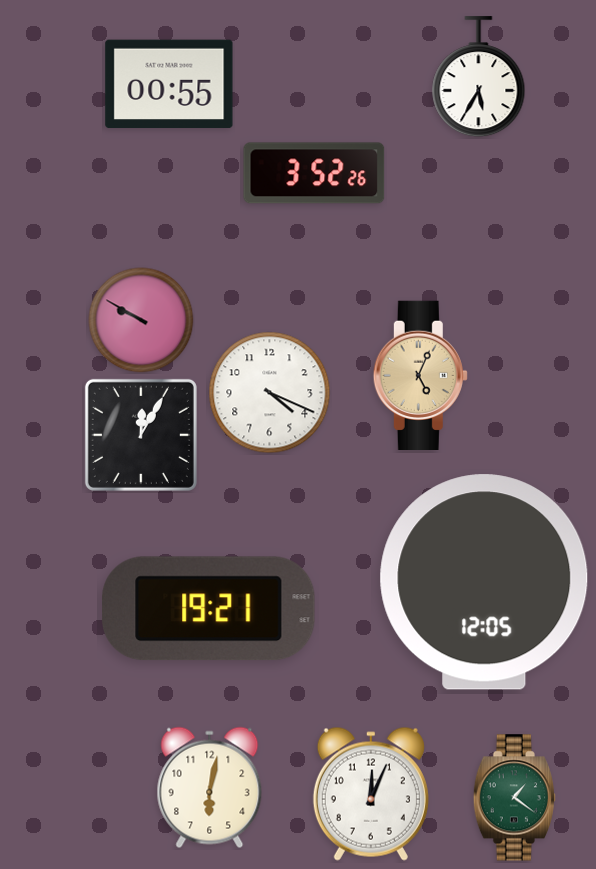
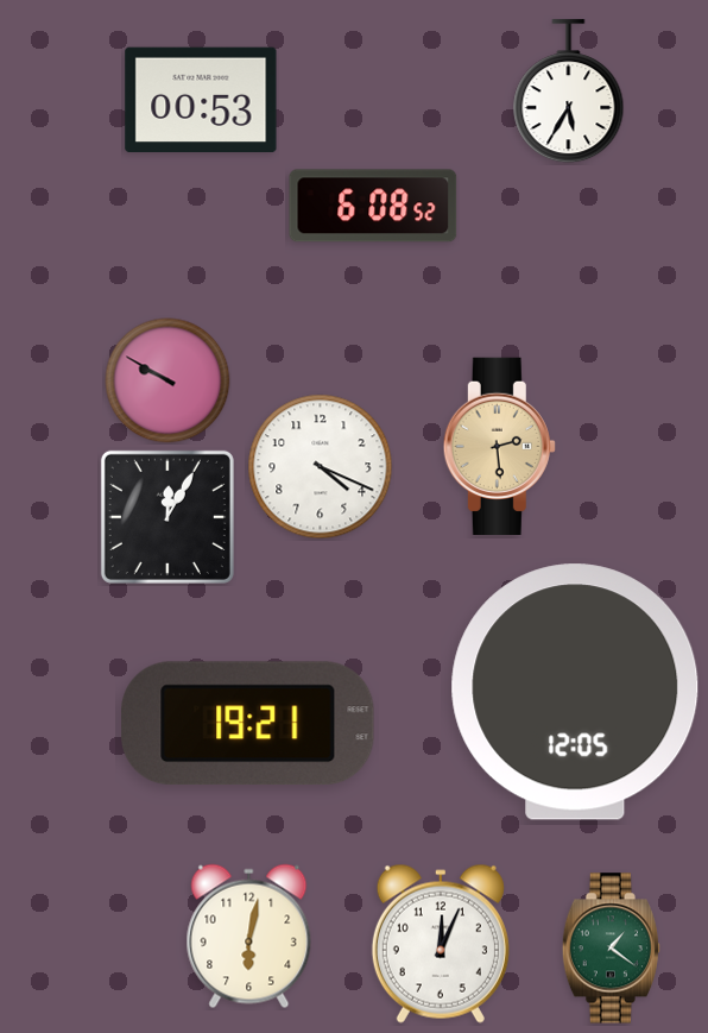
clock at (169, 84): 00:55 -> 00:53
clock at (314, 173): 3:52 -> 6:08
clock at (420, 375): 5:04 -> 2:29
